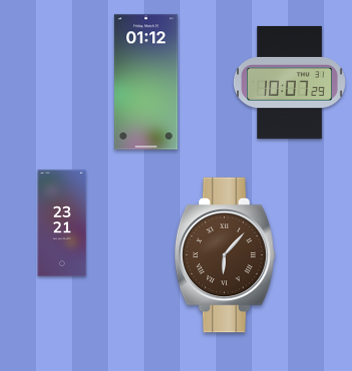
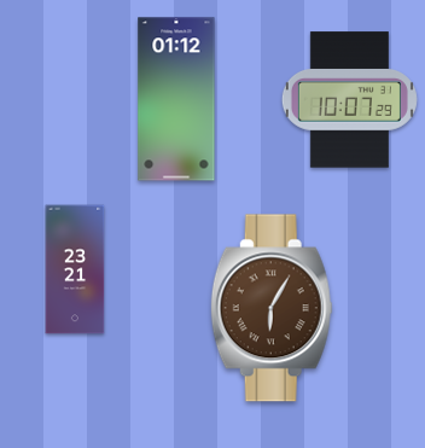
clock at (225, 255): 6:07 -> 6:05
